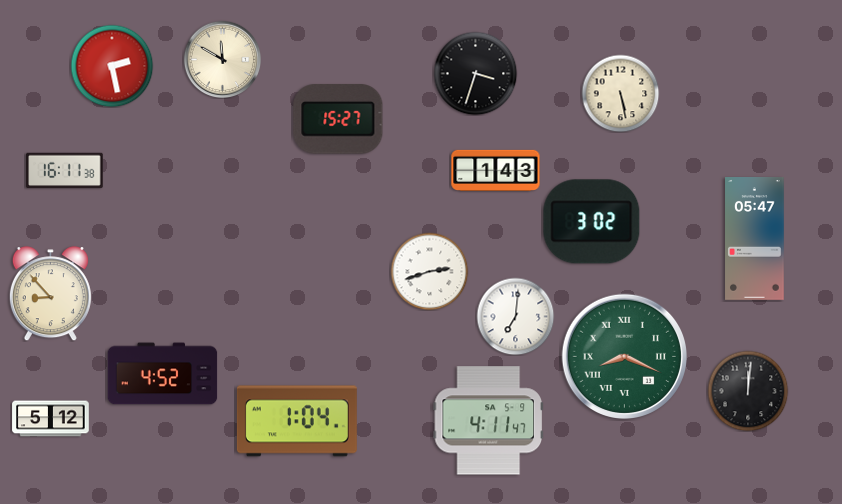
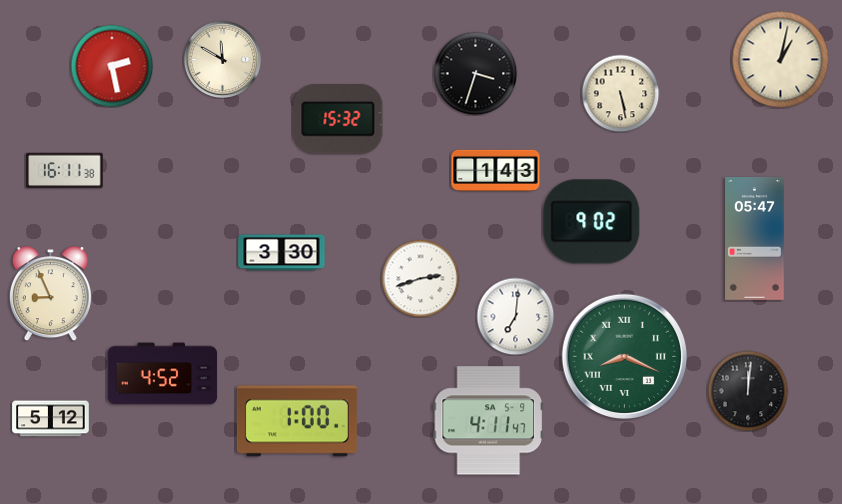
clock at (780, 59): none -> 1:02
clock at (338, 119): 15:27 -> 15:32
clock at (592, 222): 3:02 -> 9:02
clock at (282, 253): none -> 3:30
clock at (429, 271) position: (429, 271) -> (420, 278)
clock at (50, 294): 8:53 -> 8:56
clock at (297, 421): 1:04 -> 1:00
